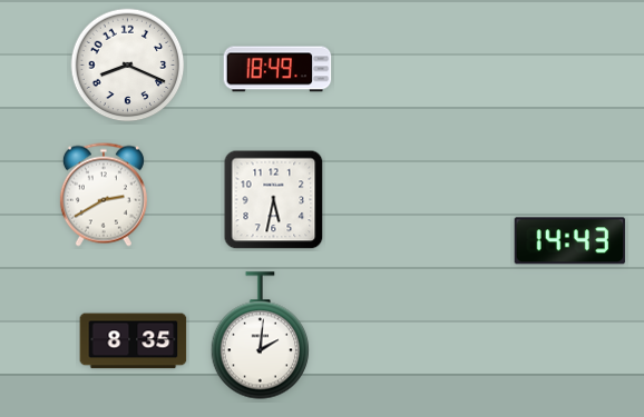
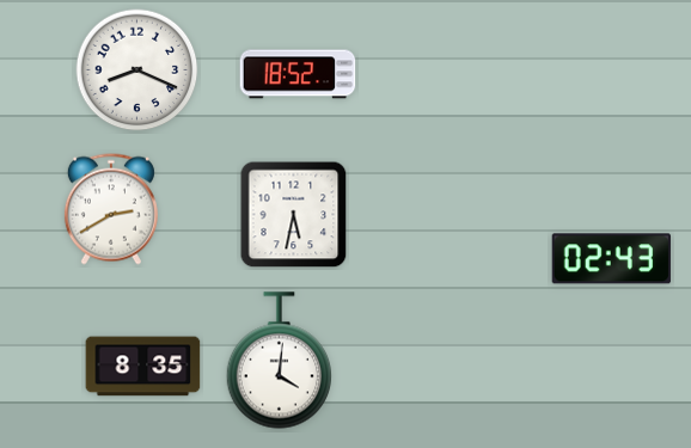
clock at (277, 69): 18:49 -> 18:52
clock at (569, 241): 14:43 -> 02:43
clock at (260, 336): 2:01 -> 4:01
